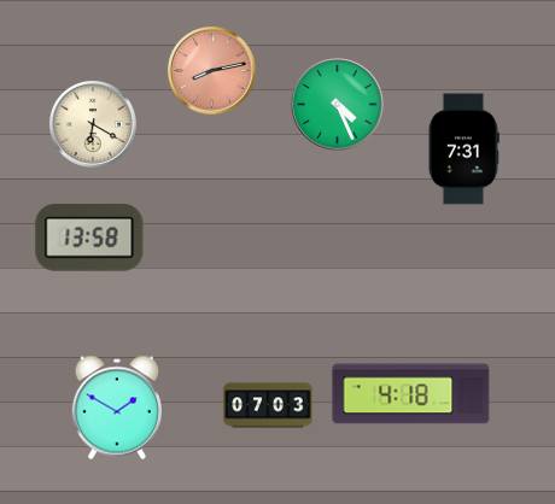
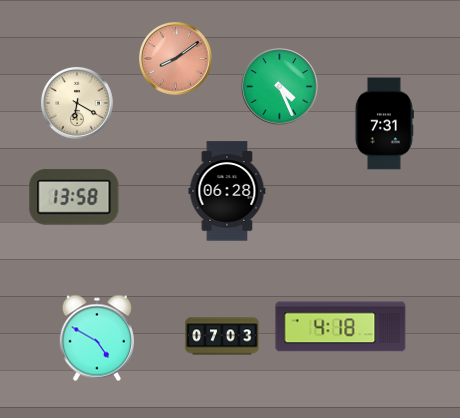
clock at (211, 70): 8:13 -> 8:09
clock at (227, 191): none -> 06:28
clock at (117, 408): 1:50 -> 4:50
